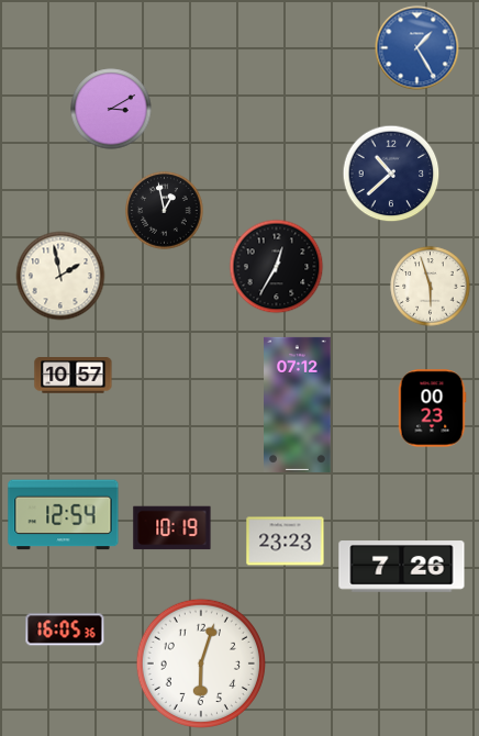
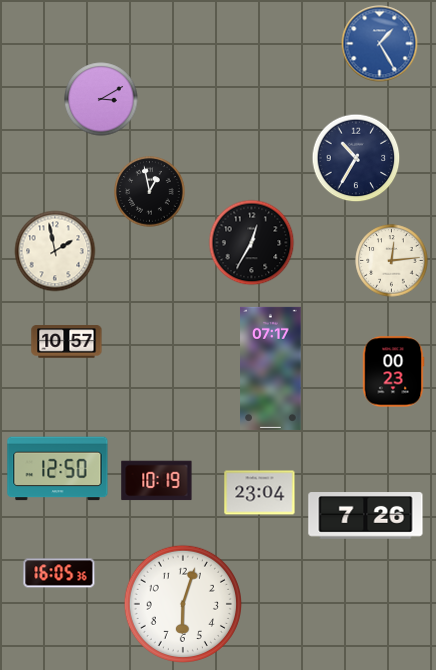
clock at (391, 174): 10:38 -> 10:35
clock at (431, 287): 5:57 -> 12:14
clock at (298, 404): 07:12 -> 07:17
clock at (64, 515): 12:54 -> 12:50
clock at (286, 542): 23:23 -> 23:04
